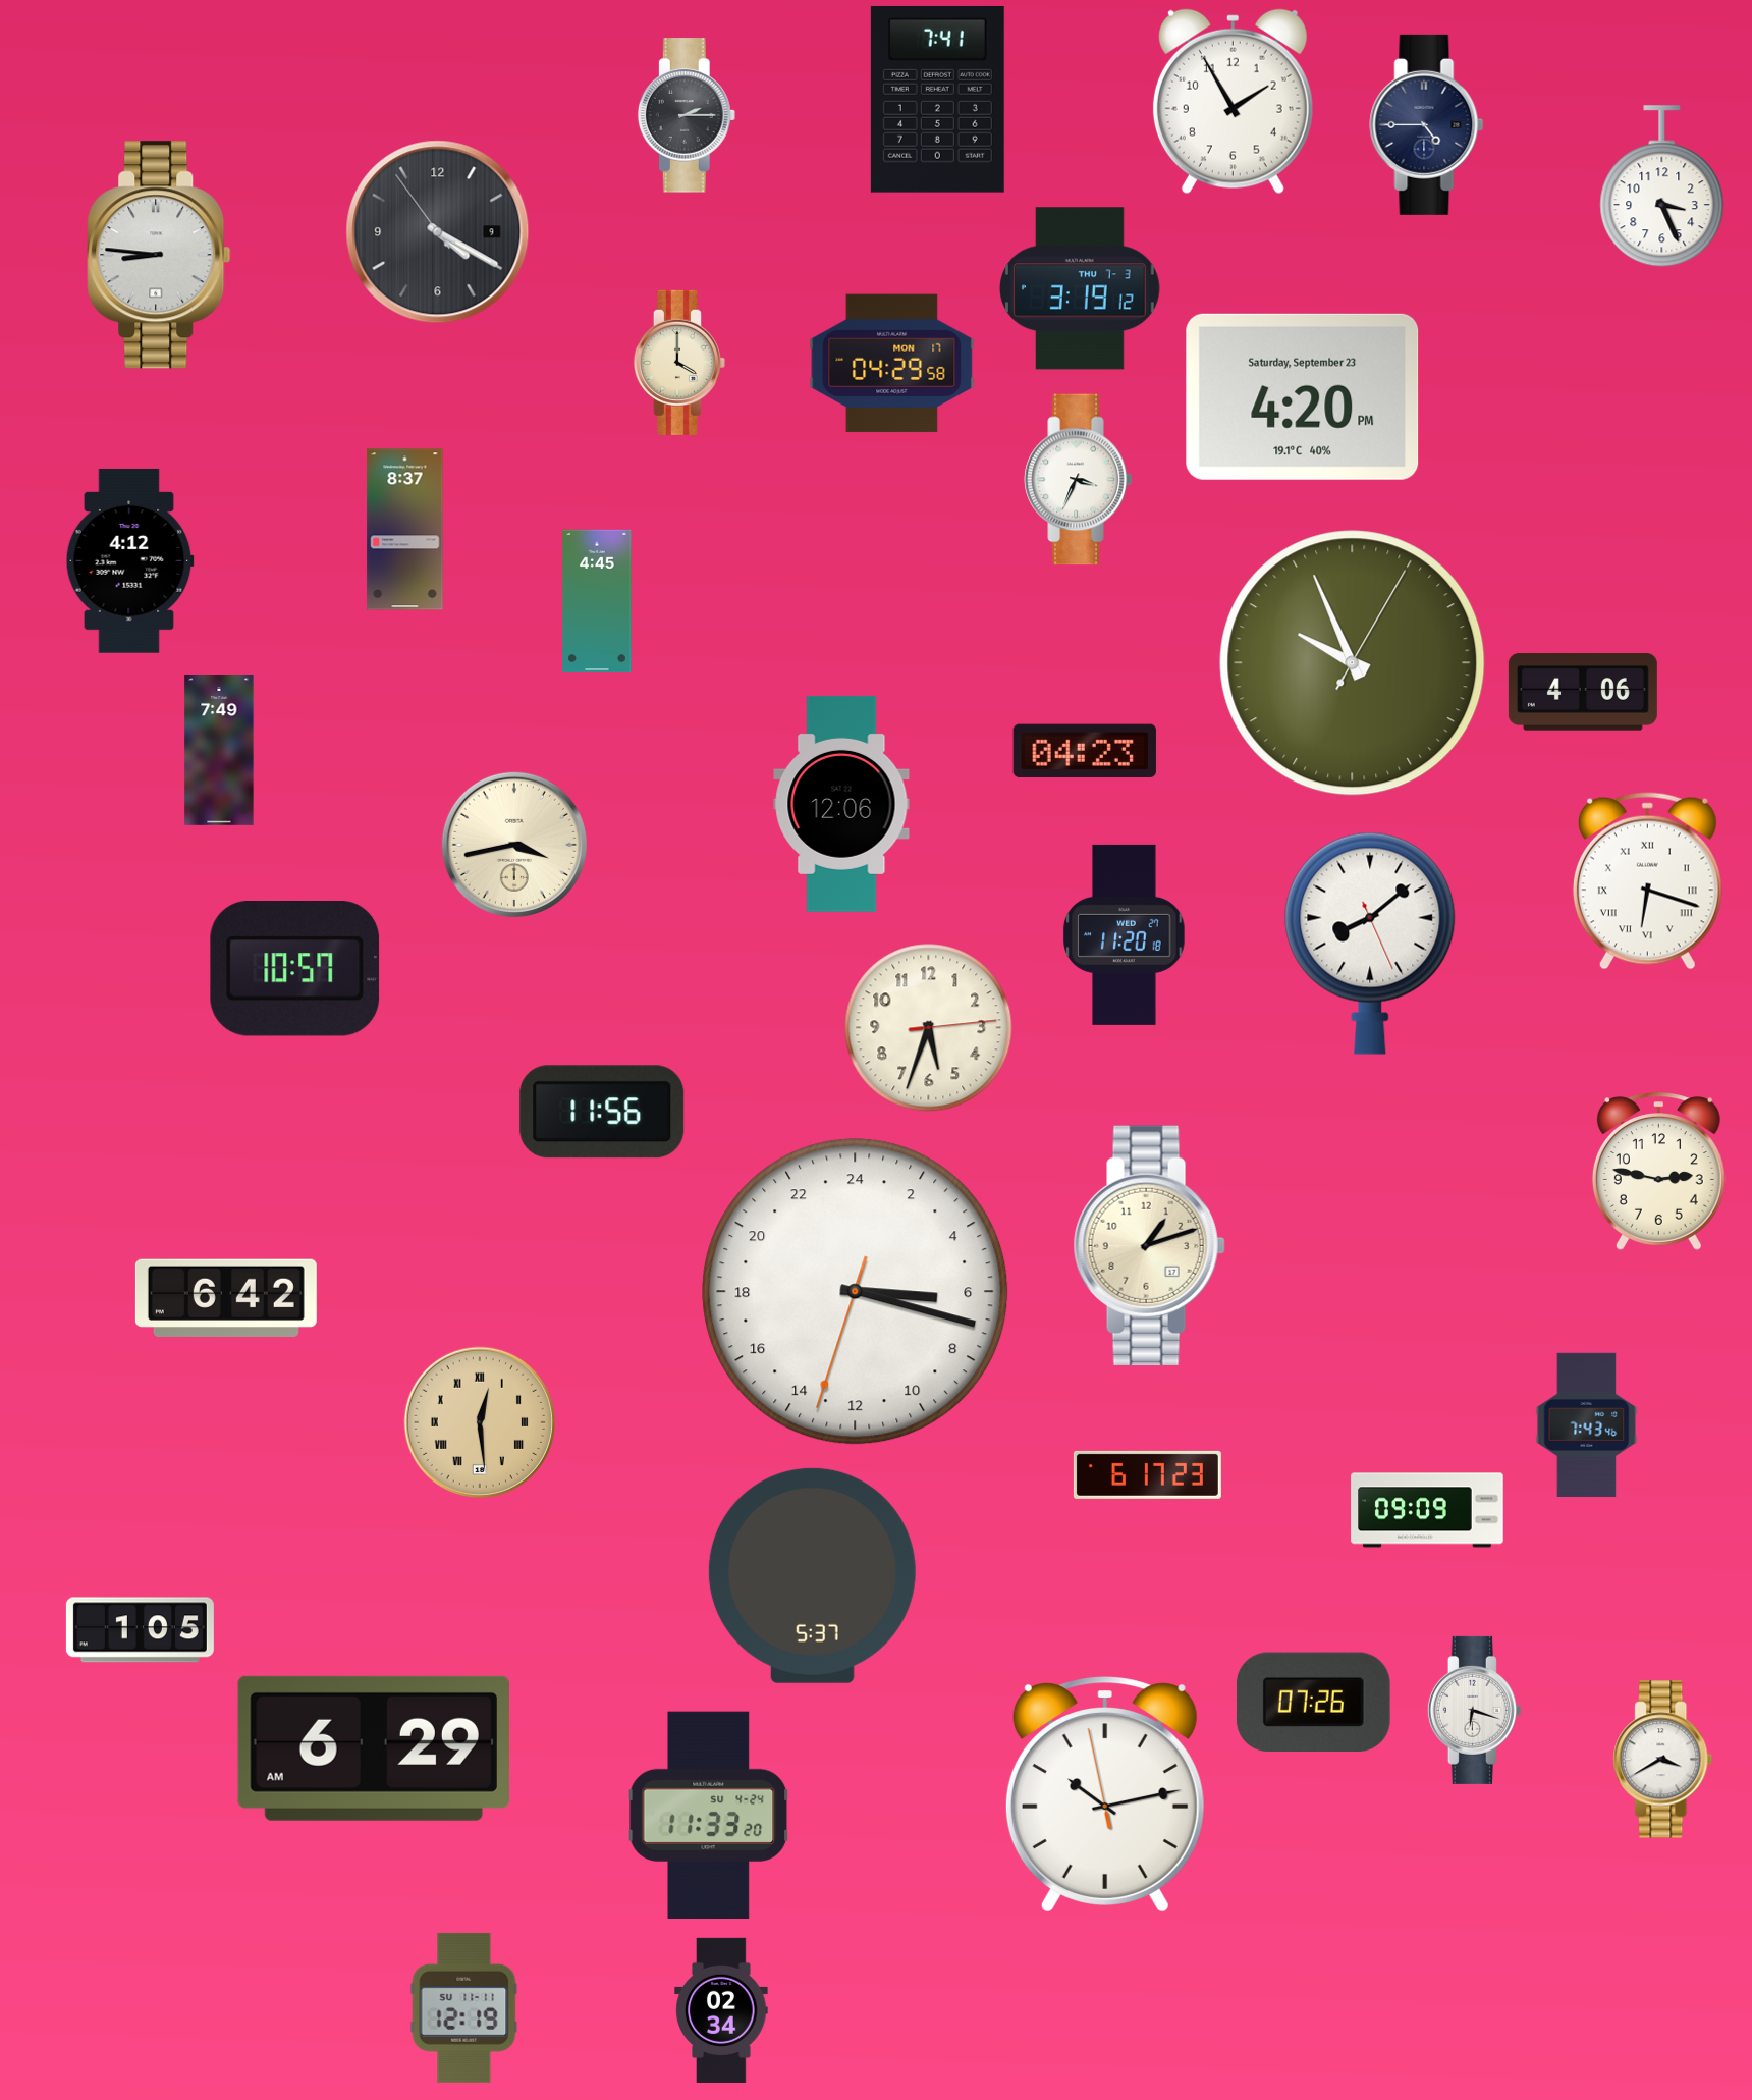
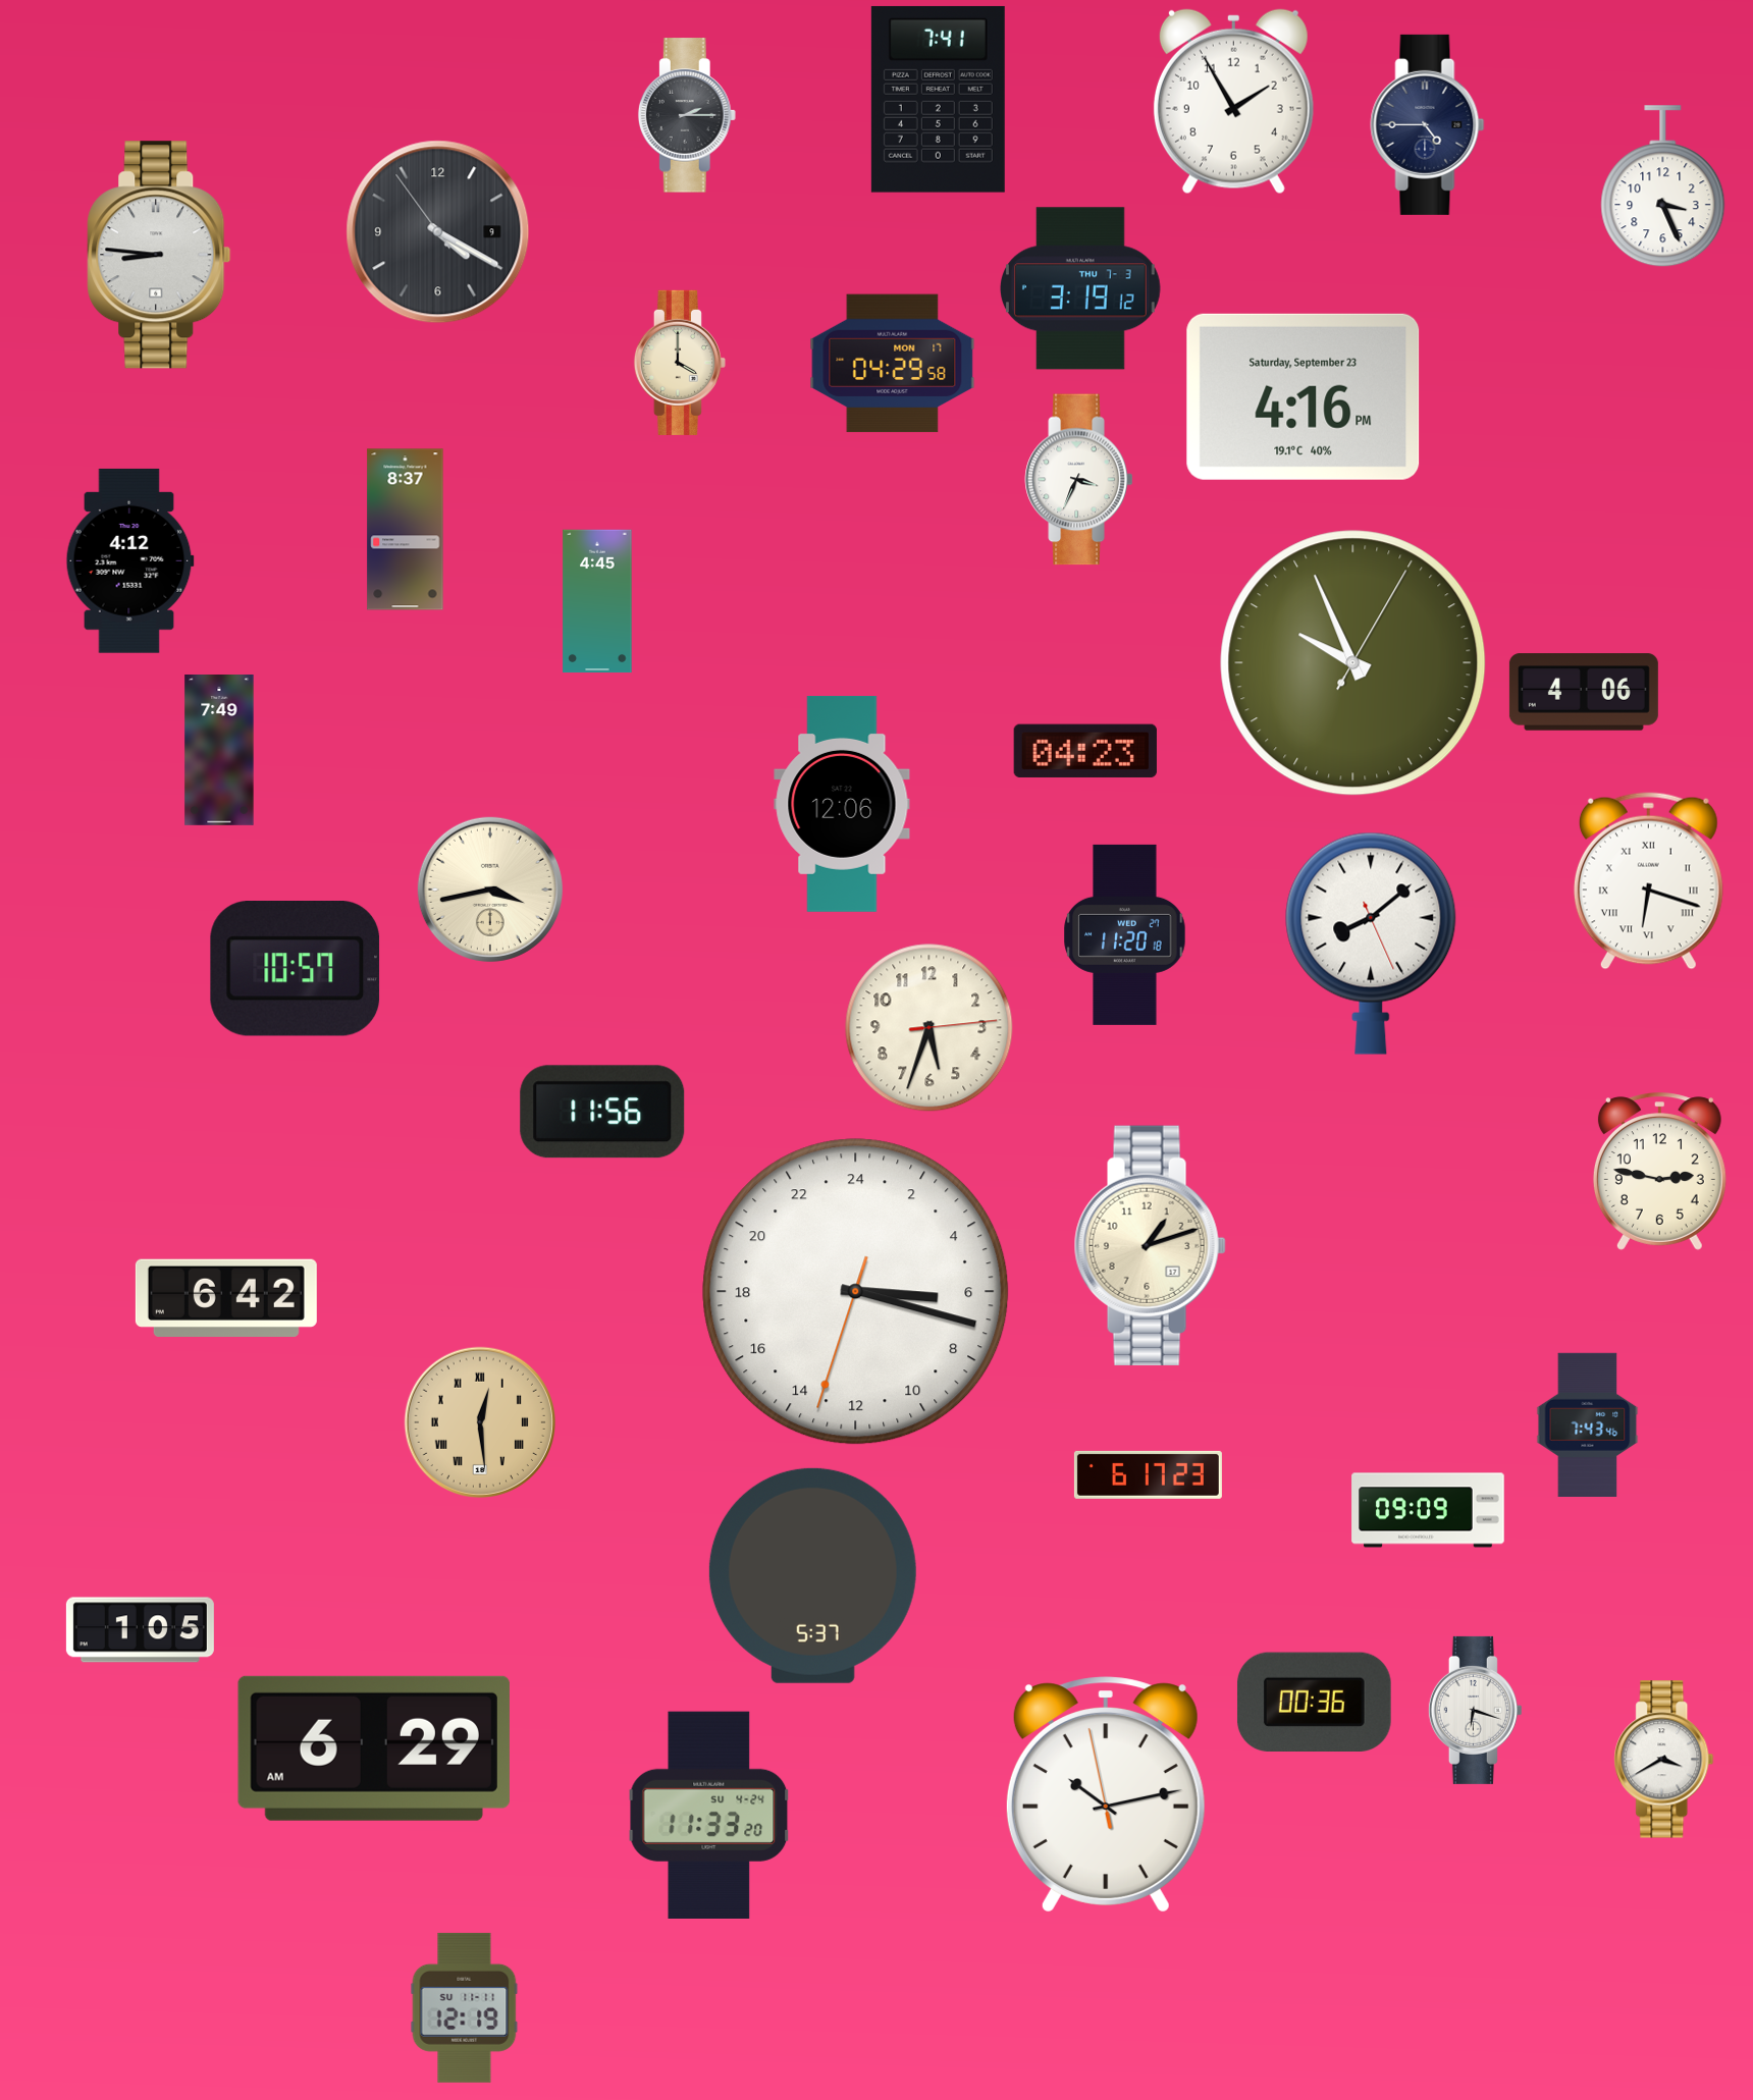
clock at (1303, 396): 4:20 -> 4:16
clock at (514, 845) position: (514, 845) -> (490, 890)
clock at (1313, 1702): 07:26 -> 00:36
clock at (721, 2010): 02:34 -> none
